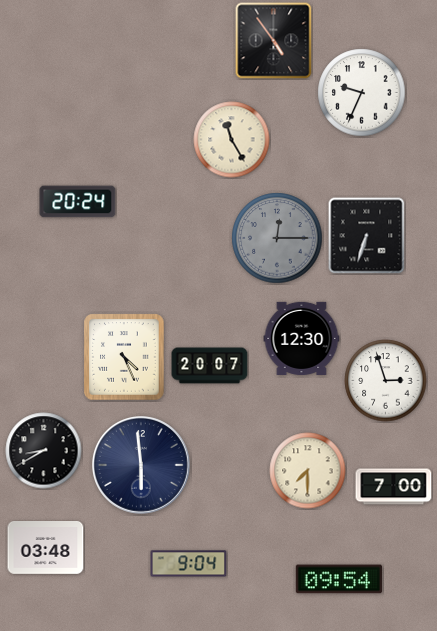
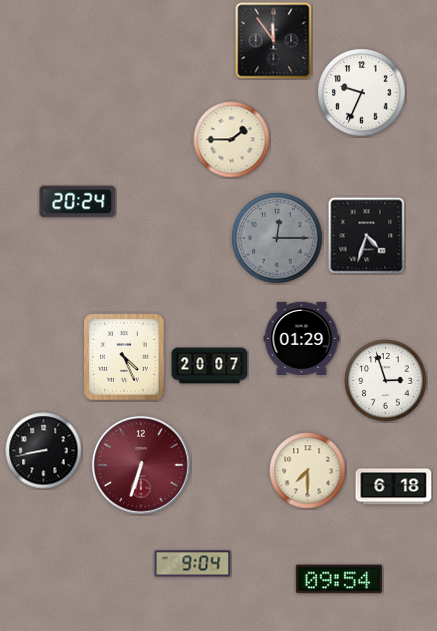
clock at (274, 41): 4:54 -> 11:54
clock at (232, 140): 11:25 -> 1:45
clock at (367, 236): 6:33 -> 4:33
clock at (302, 338): 12:30 -> 01:29
clock at (44, 451): 8:40 -> 8:43
clock at (142, 466): 5:59 -> 6:33
clock at (142, 466) dial: navy -> burgundy
clock at (394, 487): 7:00 -> 6:18
clock at (46, 548): 03:48 -> none
clock at (189, 564) position: (189, 564) -> (193, 564)
